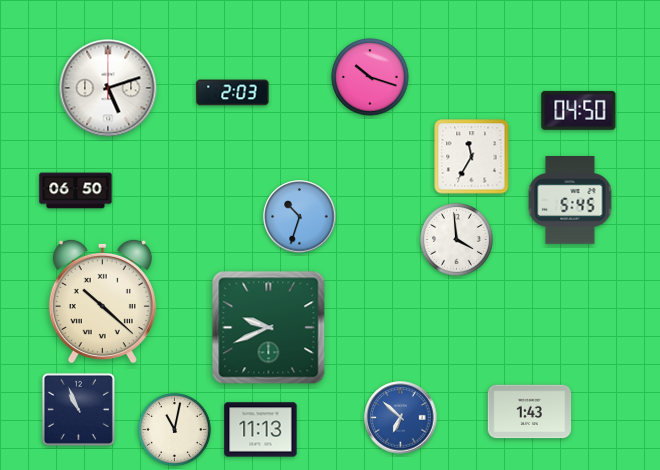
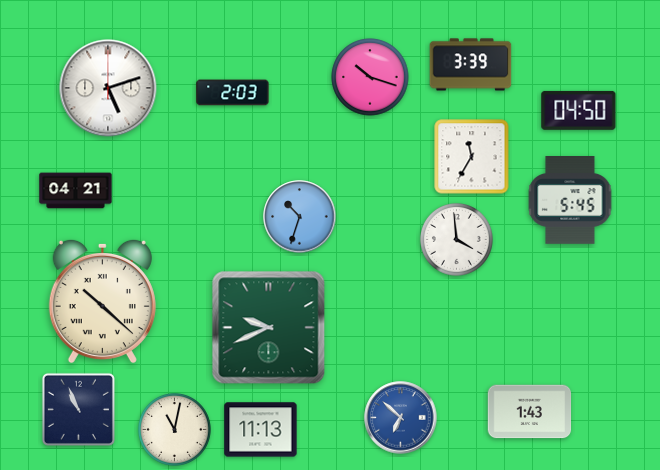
clock at (471, 65): none -> 3:39
clock at (76, 191): 06:50 -> 04:21
